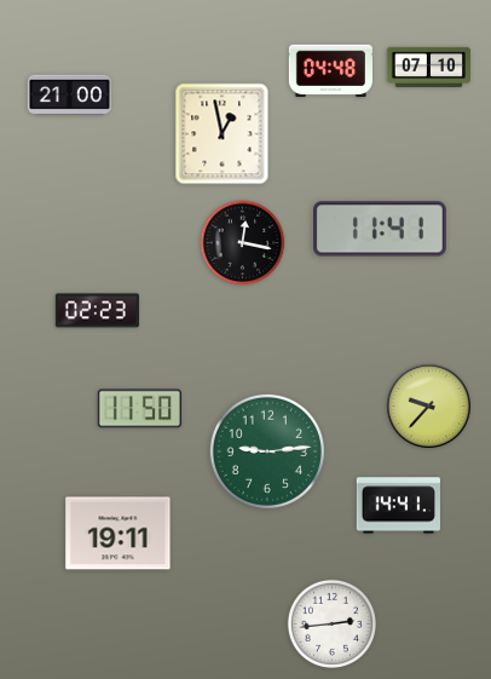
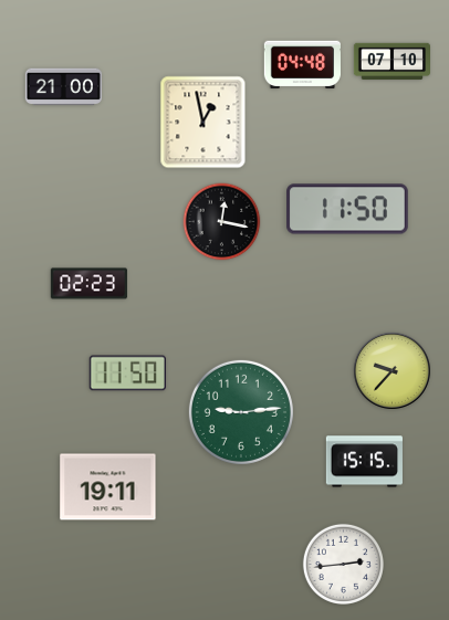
clock at (381, 229): 11:41 -> 11:50
clock at (267, 451) position: (267, 451) -> (241, 412)
clock at (398, 506): 14:41 -> 15:15
clock at (331, 623) position: (331, 623) -> (343, 564)
